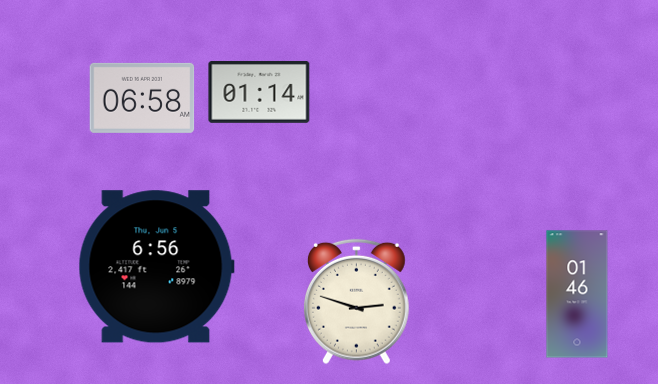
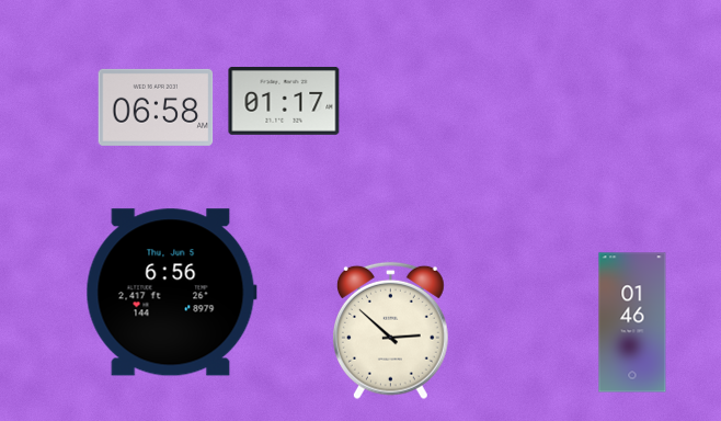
clock at (259, 92): 01:14 -> 01:17
clock at (356, 302): 2:48 -> 2:52
